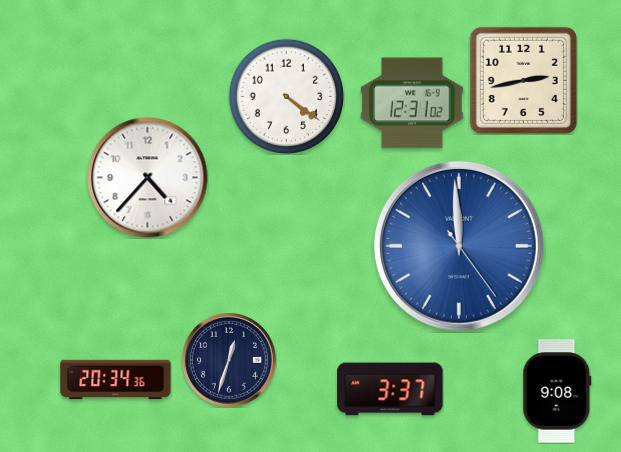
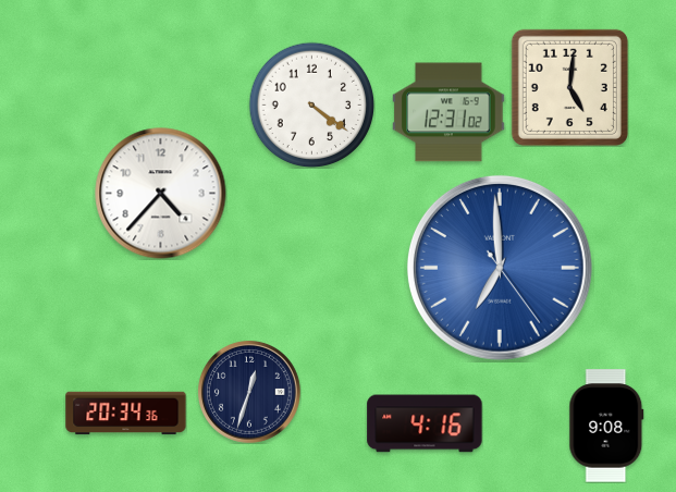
clock at (523, 80): 2:43 -> 5:01
clock at (459, 246): 11:59 -> 6:59
clock at (390, 389): 3:37 -> 4:16
